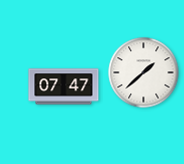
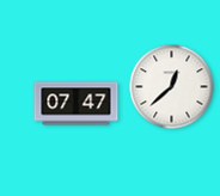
clock at (144, 73): 1:38 -> 12:38
